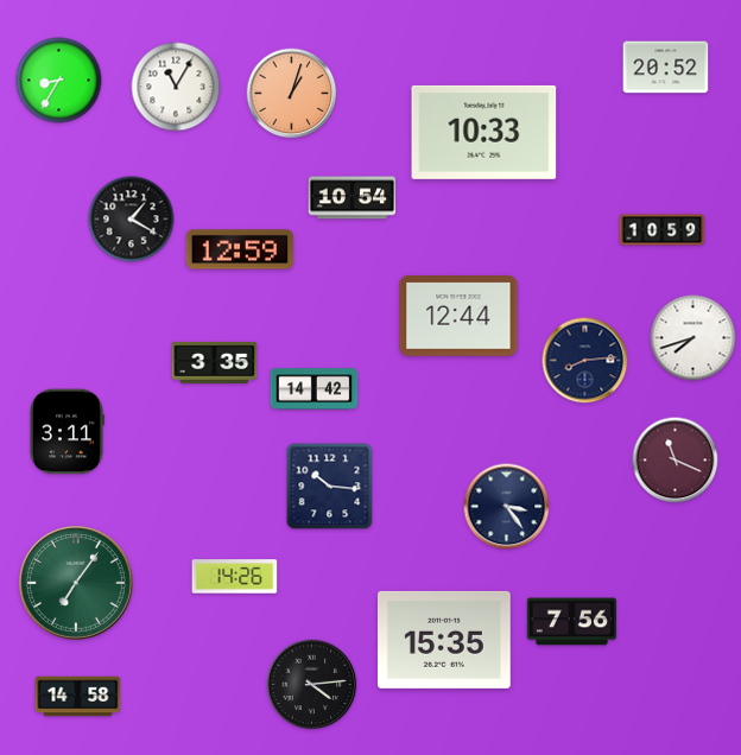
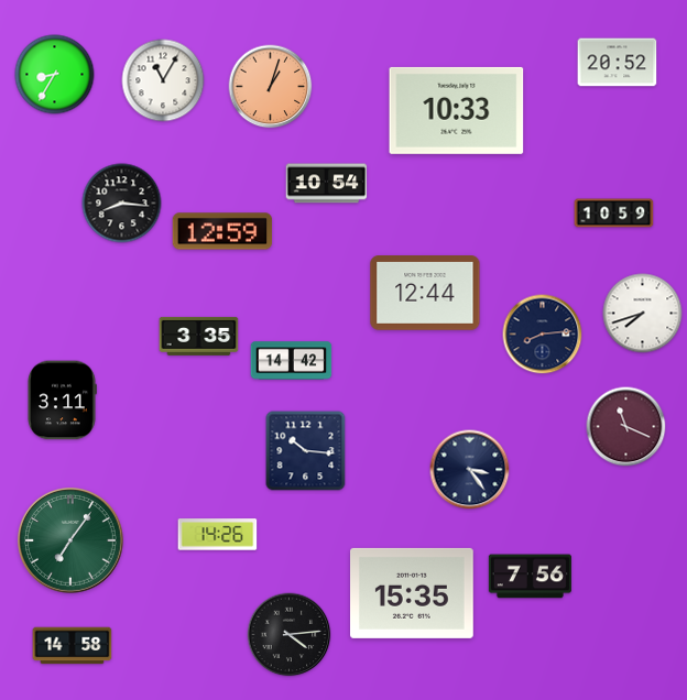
clock at (484, 132) position: (484, 132) -> (457, 110)
clock at (132, 220): 1:20 -> 8:16
